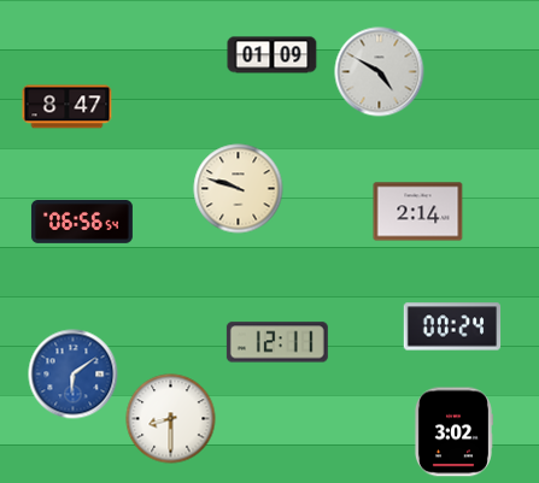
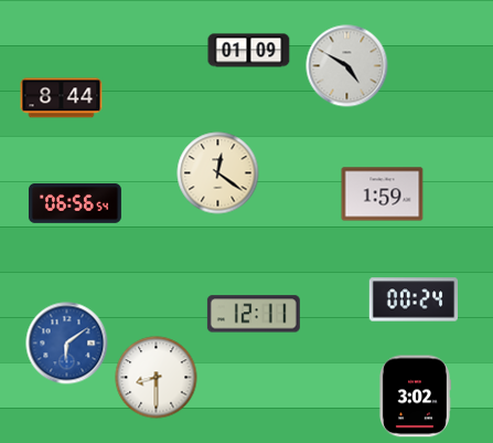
clock at (68, 107): 8:47 -> 8:44
clock at (239, 189): 9:48 -> 12:21
clock at (418, 212): 2:14 -> 1:59
clock at (171, 419) position: (171, 419) -> (157, 378)
